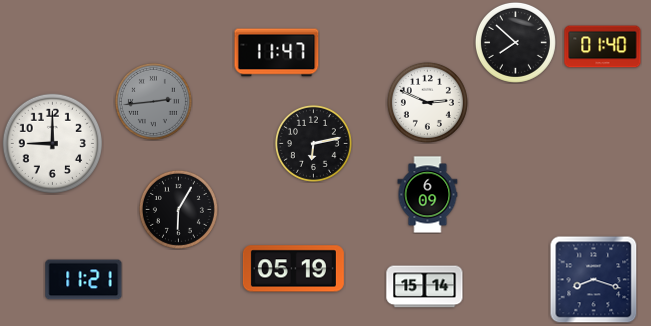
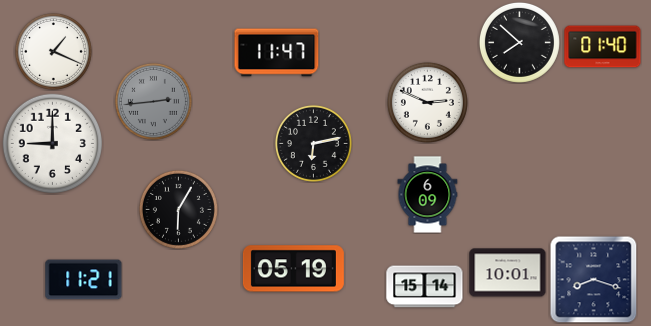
clock at (515, 42) position: (515, 42) -> (519, 42)
clock at (53, 51): none -> 1:19
clock at (508, 273): none -> 10:01
